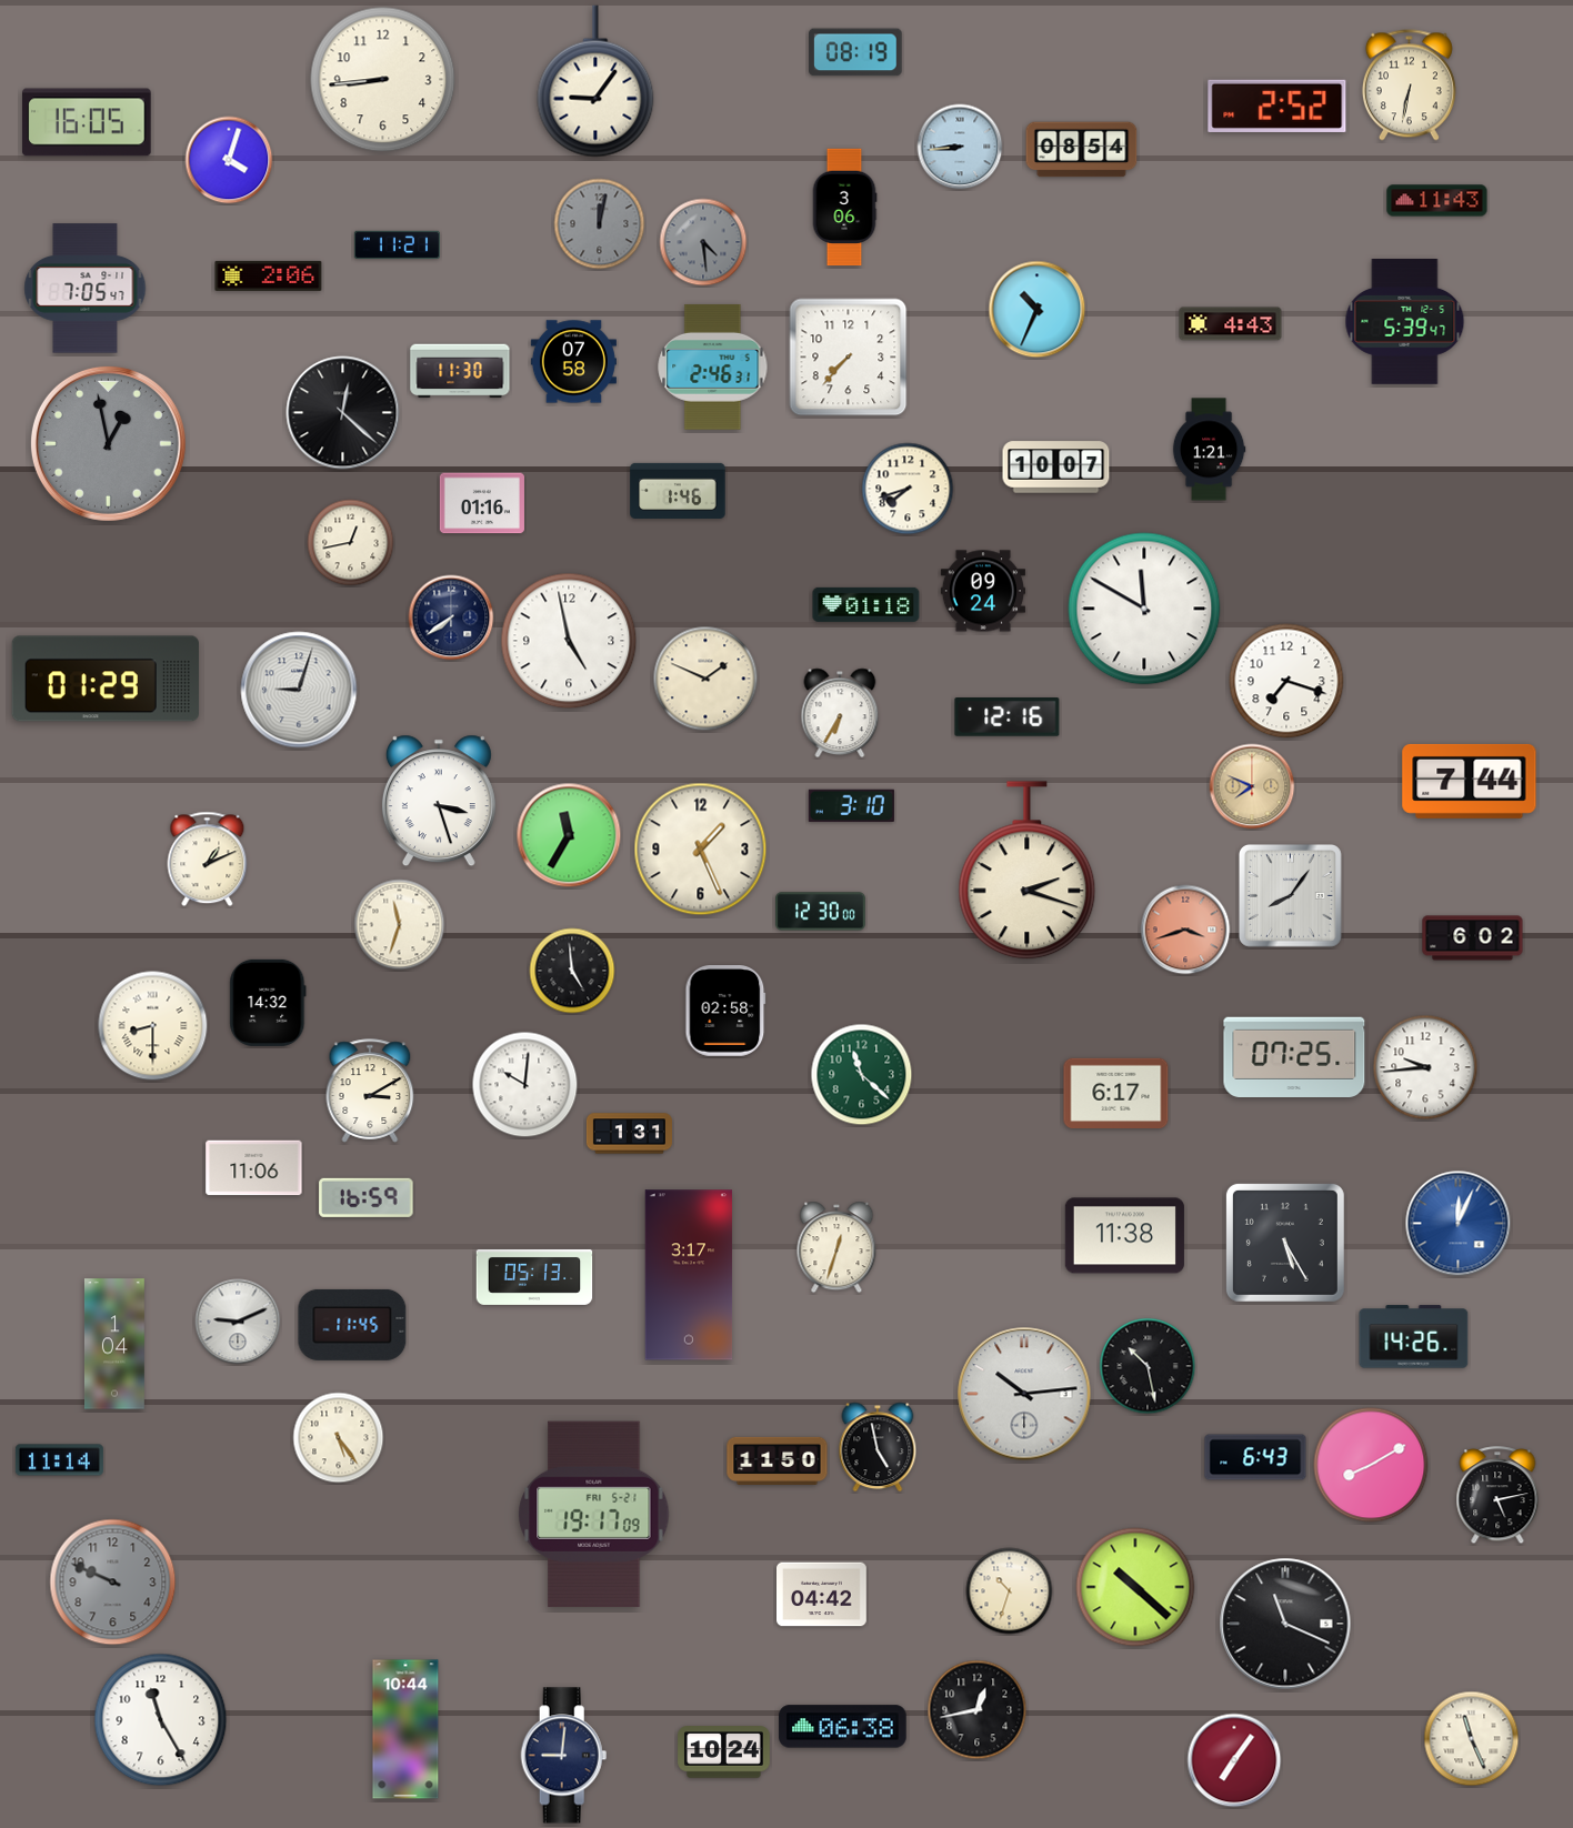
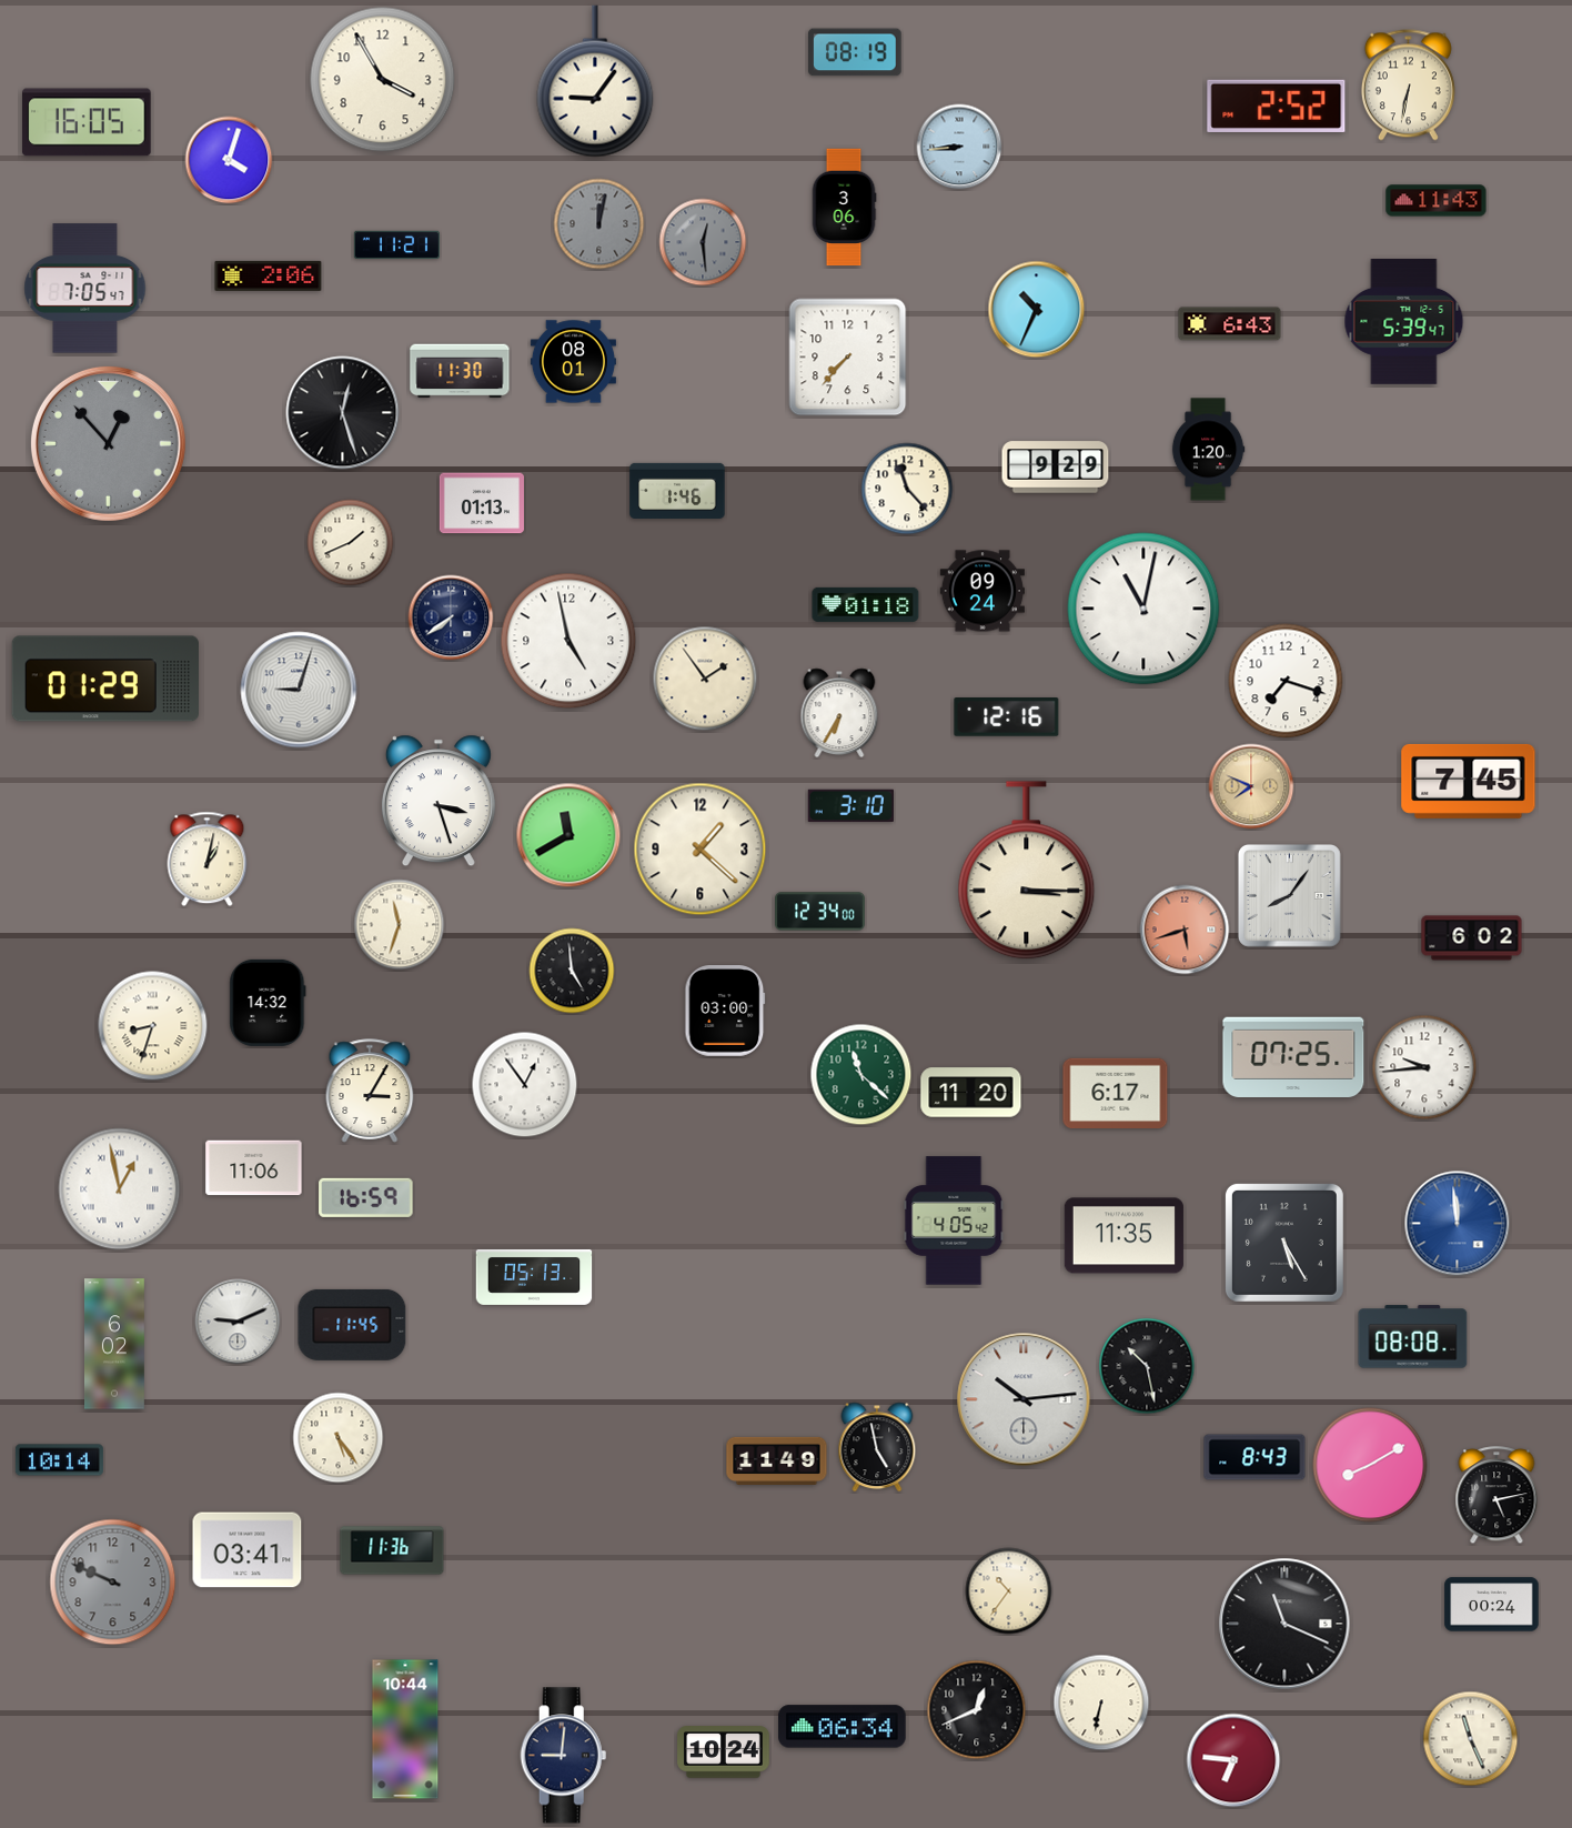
clock at (383, 80): 8:44 -> 3:55
clock at (1082, 150): 08:54 -> none
clock at (703, 242): 4:29 -> 12:29
clock at (1231, 324): 4:43 -> 6:43
clock at (573, 362): 07:58 -> 08:01
clock at (713, 366): 2:46 -> none
clock at (343, 413): 12:22 -> 12:27
clock at (108, 443): 12:58 -> 12:53
clock at (1209, 450): 1:21 -> 1:20
clock at (1056, 468): 10:07 -> 9:29
clock at (908, 489): 7:42 -> 11:23
clock at (482, 503): 01:16 -> 01:13
clock at (351, 543): 12:43 -> 1:41
clock at (1144, 609): 11:50 -> 11:02
clock at (705, 679): 1:49 -> 1:54
clock at (1470, 781): 7:44 -> 7:45
clock at (569, 835): 11:35 -> 11:40
clock at (701, 850): 1:26 -> 1:22
clock at (208, 860): 1:11 -> 1:02
clock at (1028, 871): 2:18 -> 3:15
clock at (821, 912): 12:30 -> 12:34
clock at (1185, 930): 3:42 -> 5:42
clock at (725, 1012): 02:58 -> 03:00
clock at (153, 1026): 8:30 -> 8:33
clock at (525, 1085): 10:01 -> 12:54
clock at (370, 1091): 3:10 -> 3:05
clock at (971, 1093): none -> 11:20
clock at (629, 1134): 1:31 -> none
clock at (120, 1189): none -> 12:58
clock at (954, 1221): none -> 4:05
clock at (1459, 1224): 12:04 -> 11:59
clock at (1124, 1236): 11:38 -> 11:35
clock at (836, 1247): 12:33 -> none
clock at (689, 1275): 3:17 -> none
clock at (1414, 1337): 14:26 -> 08:08
clock at (114, 1344): 1:04 -> 6:02
clock at (1024, 1394) position: (1024, 1394) -> (1024, 1399)
clock at (1255, 1457): 6:43 -> 8:43
clock at (59, 1460): 11:14 -> 10:14
clock at (778, 1460): 11:50 -> 11:49
clock at (594, 1514): 19:17 -> none
clock at (248, 1550): none -> 03:41
clock at (392, 1550): none -> 11:36
clock at (1135, 1587): 10:22 -> none
clock at (1010, 1591): 10:33 -> 10:36
clock at (822, 1595): 04:42 -> none
clock at (1492, 1605): none -> 00:24
clock at (1101, 1703): none -> 6:32
clock at (978, 1710): 12:43 -> 12:41
clock at (161, 1720): 11:25 -> none
clock at (843, 1727): 06:38 -> 06:34
clock at (1234, 1760): 7:06 -> 6:46
